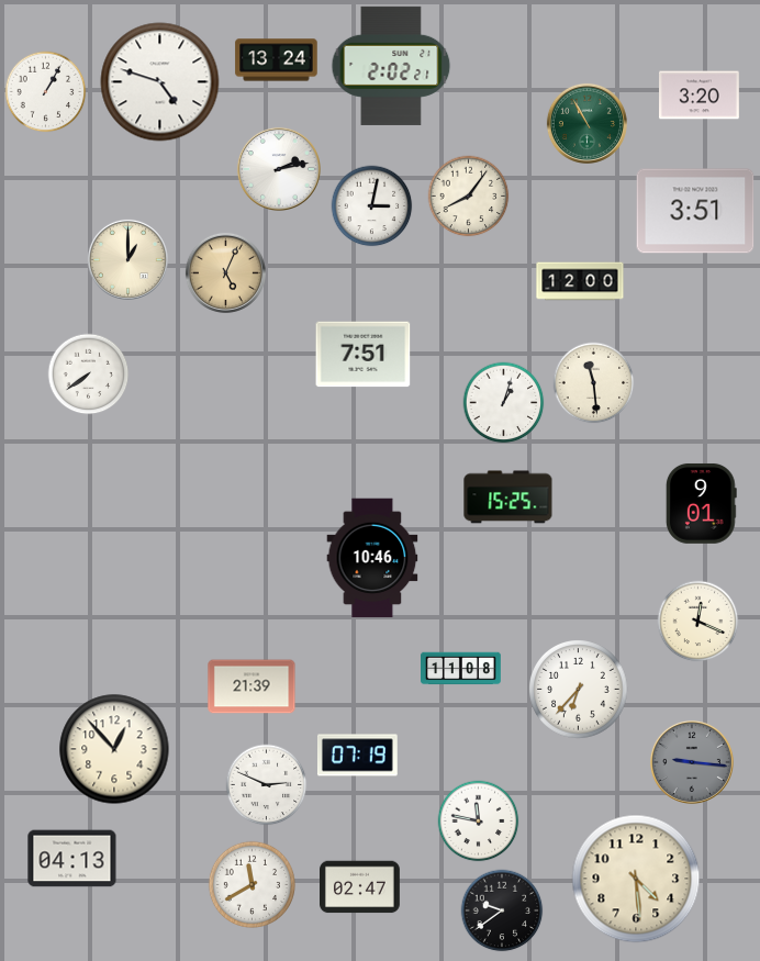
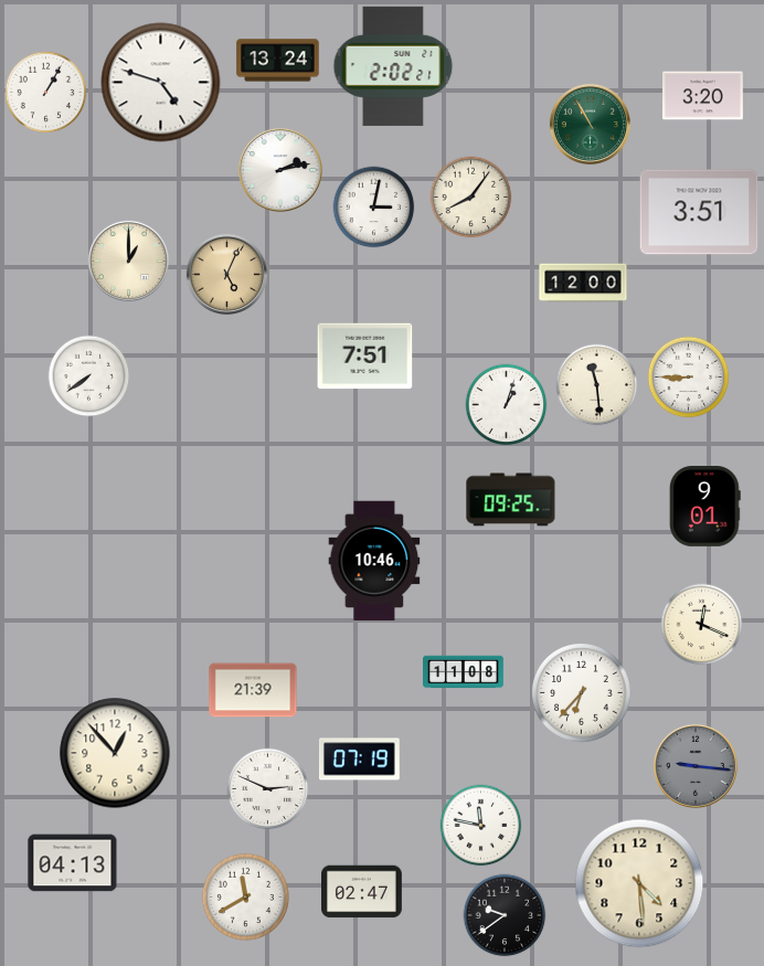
clock at (689, 378): none -> 8:45
clock at (508, 498): 15:25 -> 09:25
clock at (252, 884) position: (252, 884) -> (245, 896)
